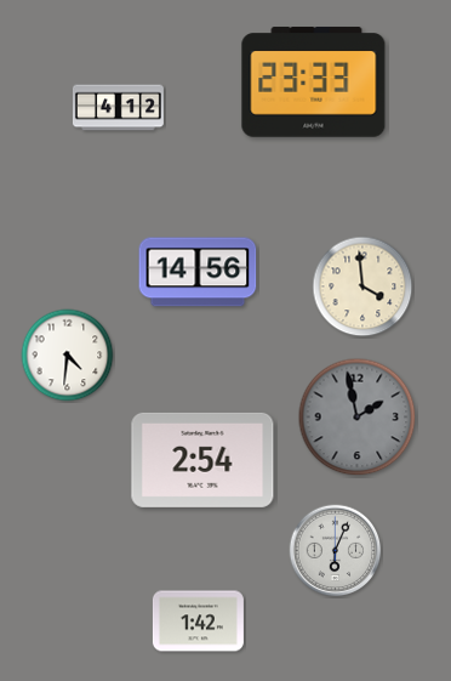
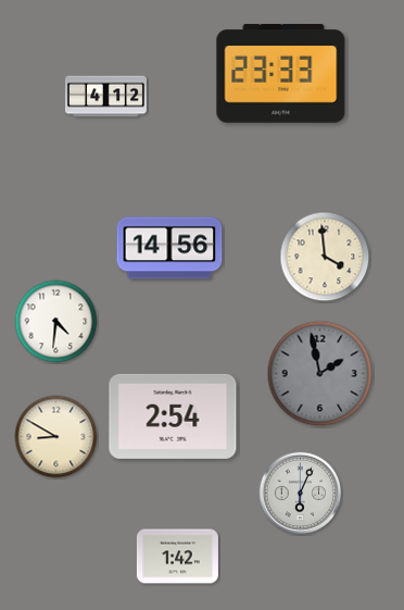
clock at (198, 272) position: (198, 272) -> (169, 248)
clock at (68, 356) position: (68, 356) -> (56, 322)
clock at (202, 460) position: (202, 460) -> (173, 416)
clock at (56, 437): none -> 8:50
